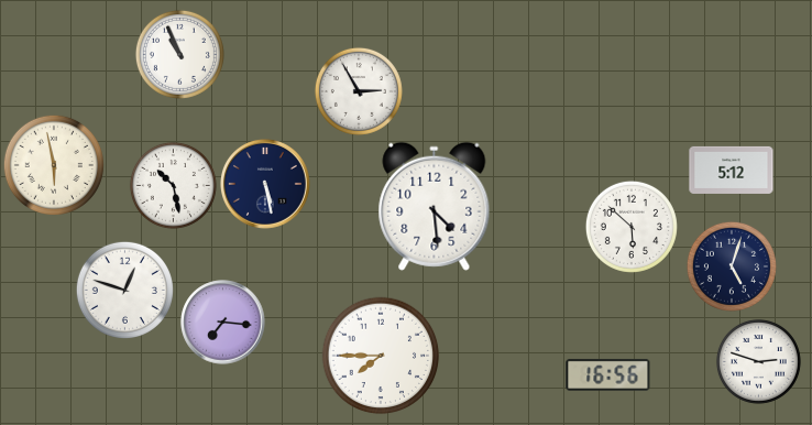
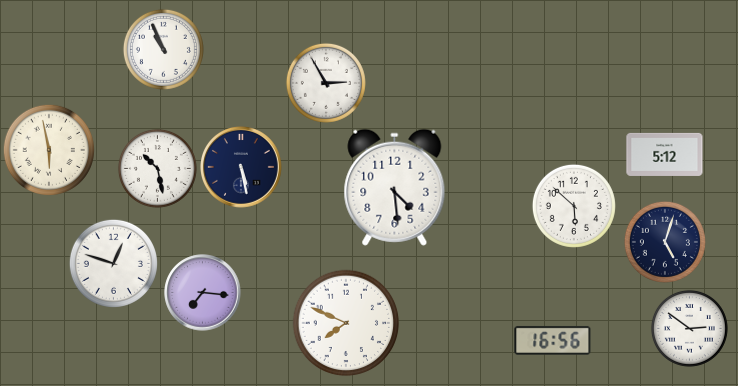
clock at (381, 356): 7:45 -> 7:49
clock at (758, 361): 2:48 -> 2:51
